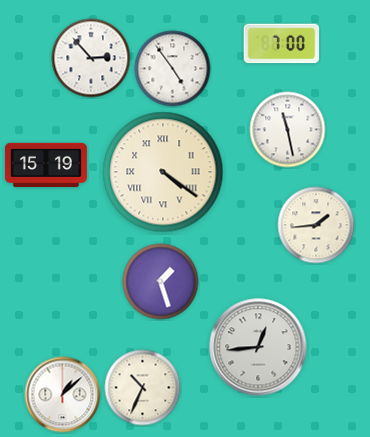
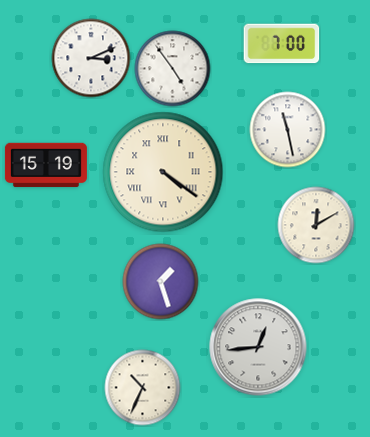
clock at (91, 58): 2:53 -> 3:11
clock at (316, 225): 1:44 -> 12:10
clock at (63, 395): 1:08 -> none
